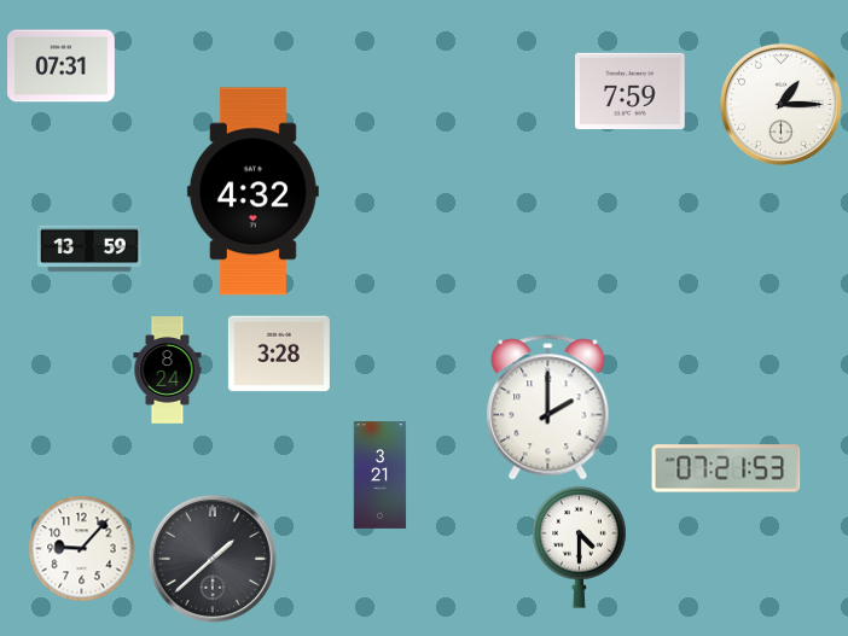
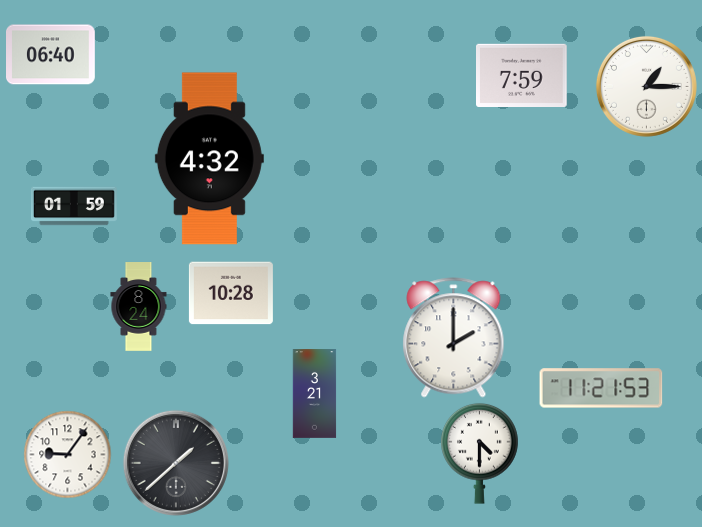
clock at (62, 66): 07:31 -> 06:40
clock at (89, 249): 13:59 -> 01:59
clock at (279, 354): 3:28 -> 10:28
clock at (726, 468): 07:21 -> 11:21
clock at (81, 548): 9:07 -> 9:06
